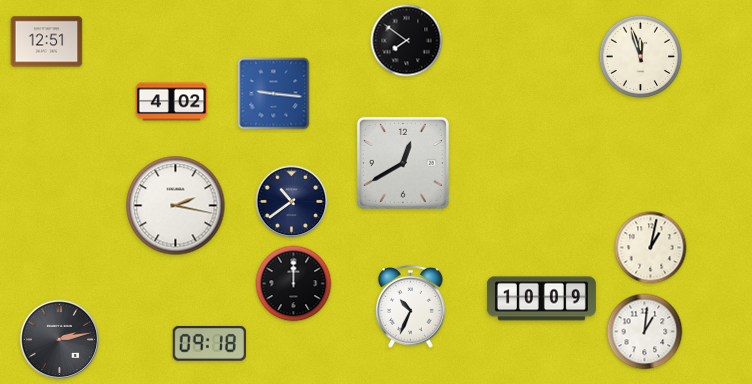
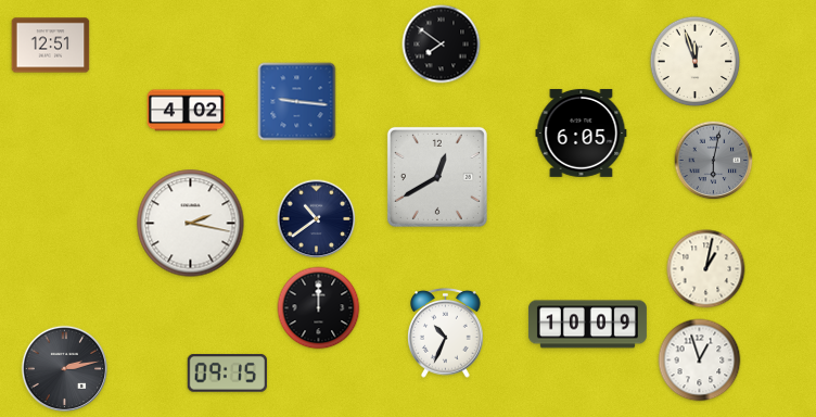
clock at (582, 132): none -> 6:05
clock at (714, 161): none -> 6:02
clock at (645, 332): 1:01 -> 12:57
clock at (209, 343): 09:18 -> 09:15
